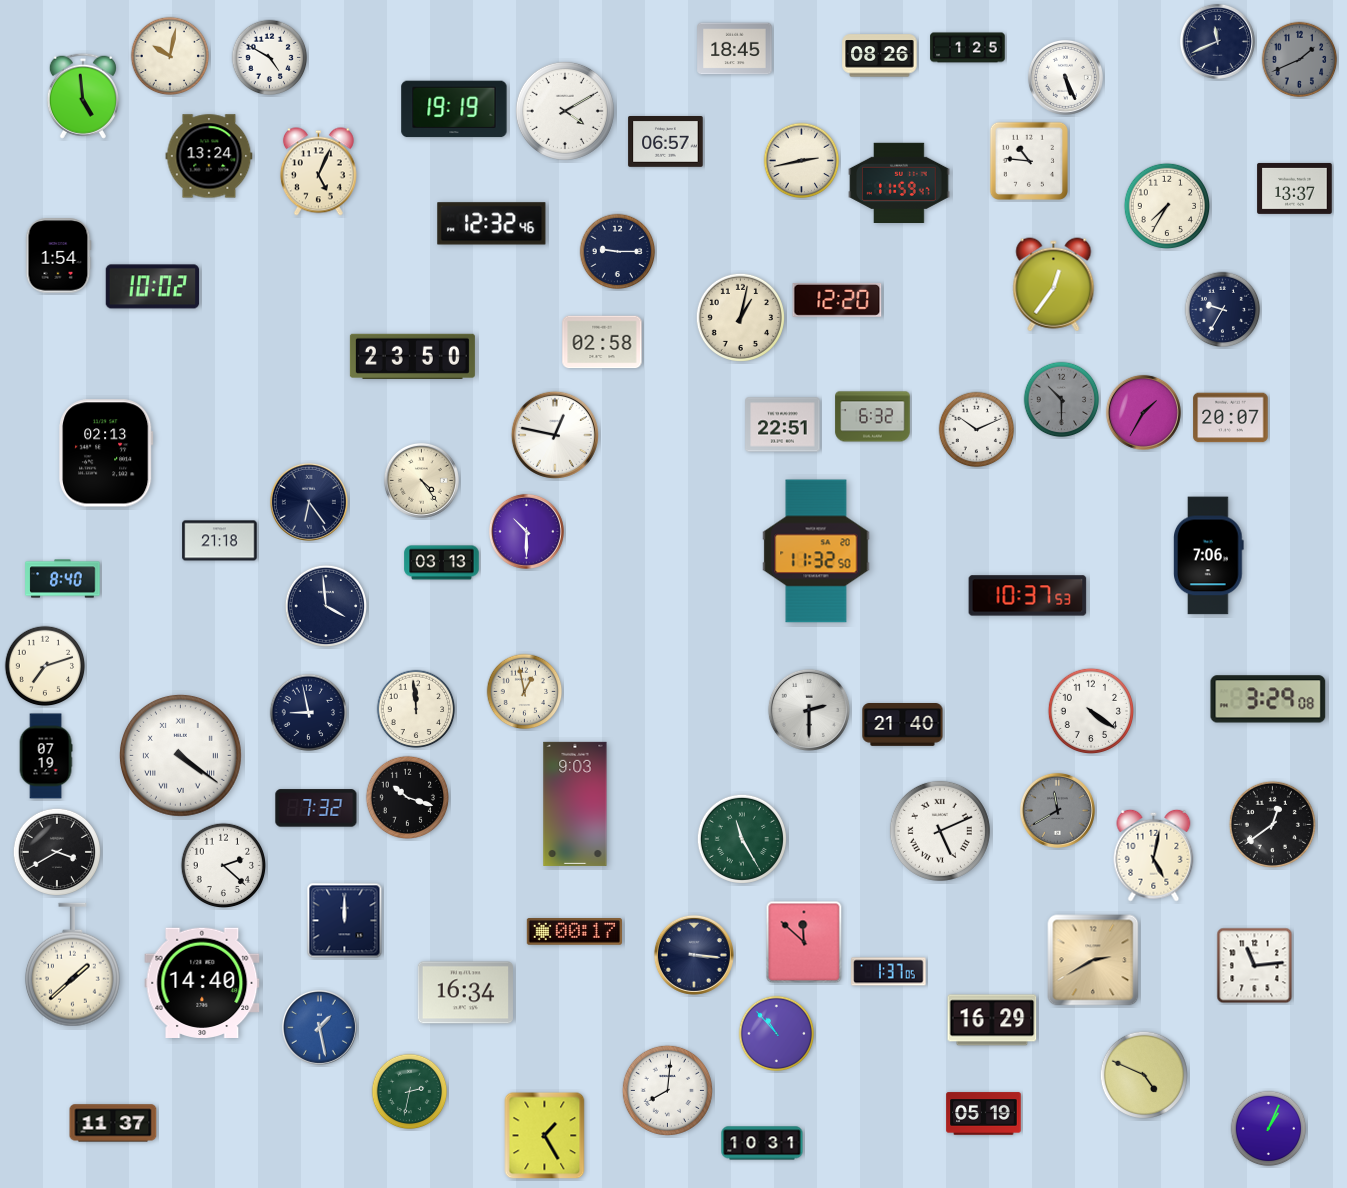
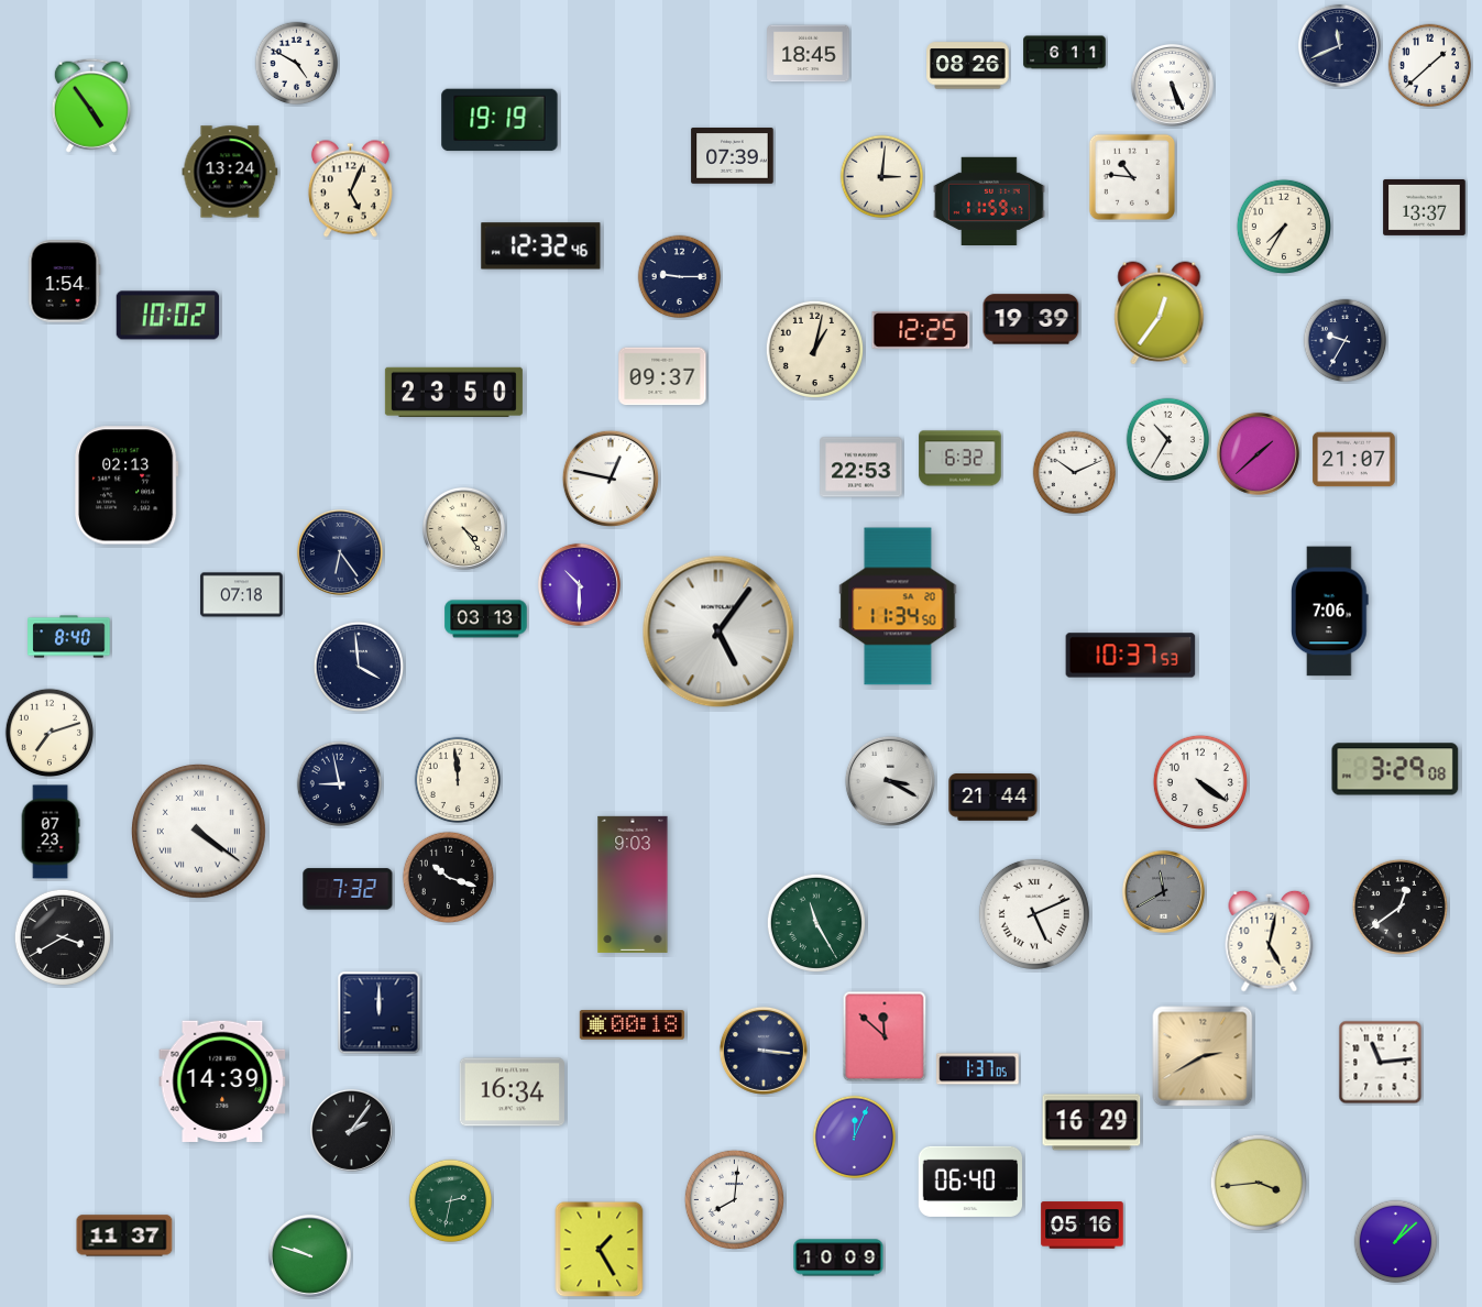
clock at (968, 48): 1:25 -> 6:11
clock at (170, 56): 10:02 -> none
clock at (880, 56) position: (880, 56) -> (968, 66)
clock at (1300, 60): 1:41 -> 1:38
clock at (1300, 60) dial: grey -> white
clock at (83, 96): 4:59 -> 4:54
clock at (565, 111): 4:10 -> none
clock at (666, 142): 06:57 -> 07:39
clock at (802, 161): 2:43 -> 3:01
clock at (1031, 319): none -> 19:39
clock at (837, 300): 12:20 -> 12:25
clock at (602, 342): 02:58 -> 09:37
clock at (1062, 400): 10:30 -> 10:35
clock at (1062, 400) dial: grey -> white
clock at (1143, 412): 1:35 -> 1:38
clock at (1231, 418): 20:07 -> 21:07
clock at (783, 425): 22:51 -> 22:53
clock at (107, 453) position: (107, 453) -> (128, 485)
clock at (220, 541): 21:18 -> 07:18
clock at (816, 551): 11:32 -> 11:34
clock at (718, 631): none -> 5:06
clock at (525, 692): 12:58 -> none
clock at (809, 710): 2:30 -> 3:20
clock at (903, 725): 21:40 -> 21:44
clock at (46, 756): 07:19 -> 07:23
clock at (223, 865): 2:22 -> none
clock at (574, 932): 00:17 -> 00:18
clock at (72, 965): 1:38 -> none
clock at (202, 983): 14:40 -> 14:39
clock at (319, 1027): 1:28 -> 2:06
clock at (319, 1027) dial: blue -> black
clock at (777, 1034): 10:53 -> 12:04
clock at (969, 1182): none -> 06:40
clock at (1143, 1074): 4:49 -> 3:44
clock at (984, 1114): 05:19 -> 05:16
clock at (1269, 1129): 1:04 -> 1:08
clock at (309, 1255): none -> 9:48
clock at (762, 1143): 10:31 -> 10:09
